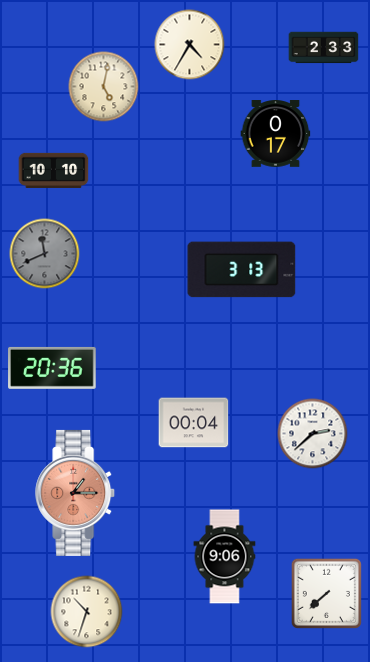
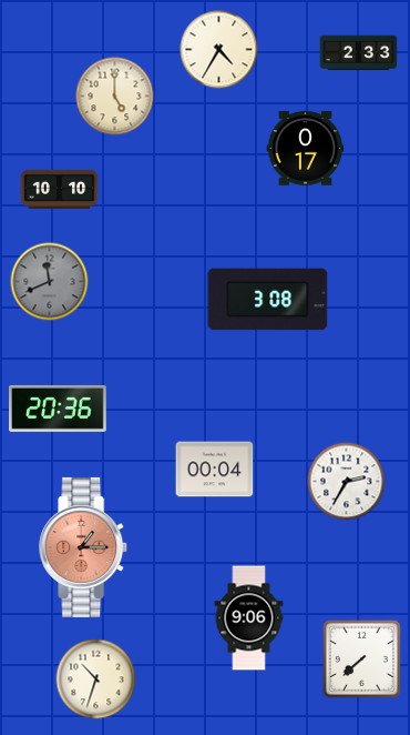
clock at (190, 45) position: (190, 45) -> (219, 50)
clock at (104, 87): 5:02 -> 5:00
clock at (242, 270): 3:13 -> 3:08
clock at (313, 434): 2:38 -> 2:35
